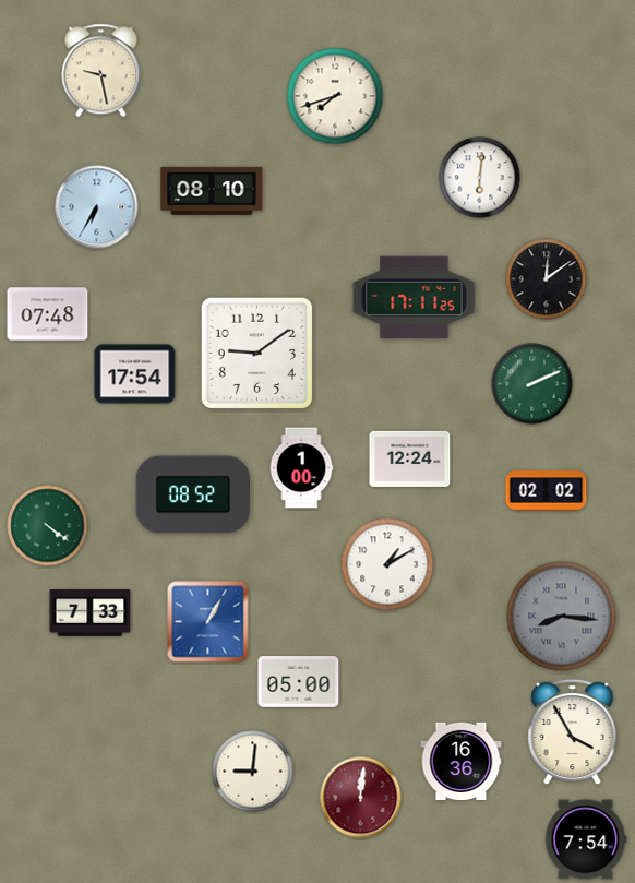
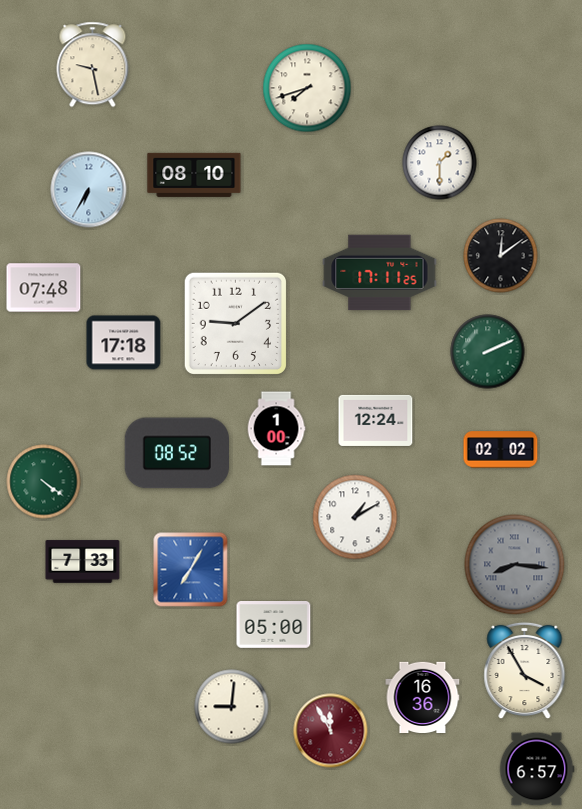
clock at (480, 178): 6:01 -> 1:30
clock at (135, 374): 17:54 -> 17:18
clock at (208, 622): 1:05 -> 7:05
clock at (361, 798): 12:01 -> 11:55
clock at (586, 839): 7:54 -> 6:57
